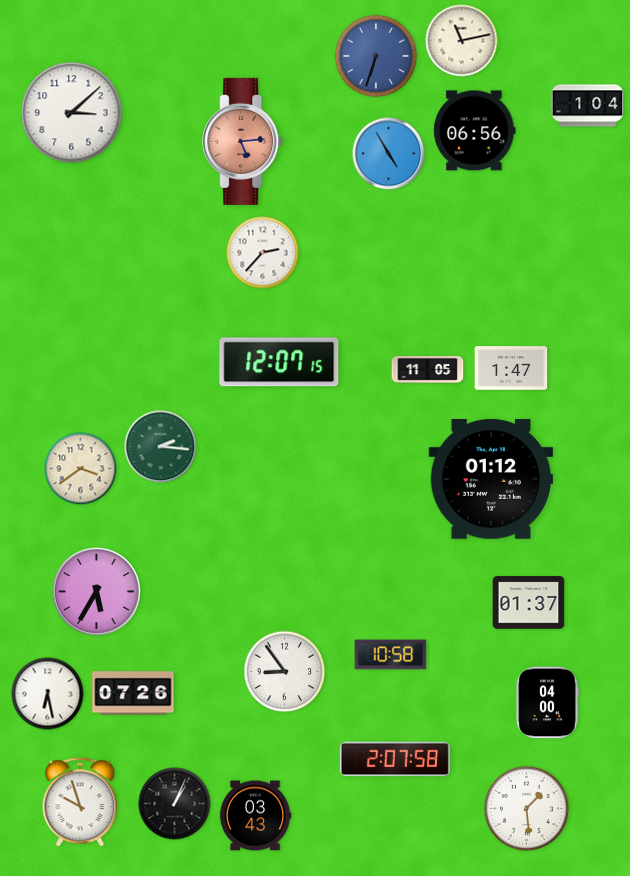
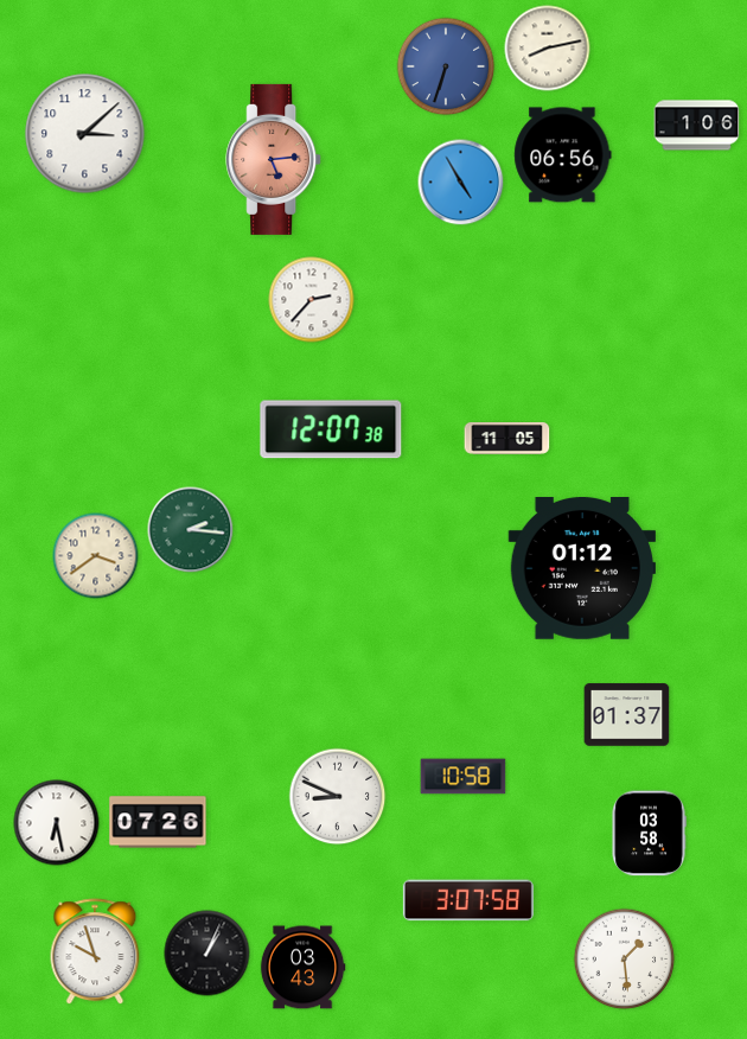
clock at (462, 41): 11:13 -> 8:13
clock at (588, 106): 1:04 -> 1:06
clock at (243, 141) position: (243, 141) -> (274, 159)
clock at (279, 362): 12:07:15 -> 12:07:38
clock at (511, 368): 1:47 -> none
clock at (96, 591): 5:35 -> none
clock at (285, 672): 8:54 -> 8:49
clock at (547, 703): 04:00 -> 03:58
clock at (395, 759): 2:07 -> 3:07
